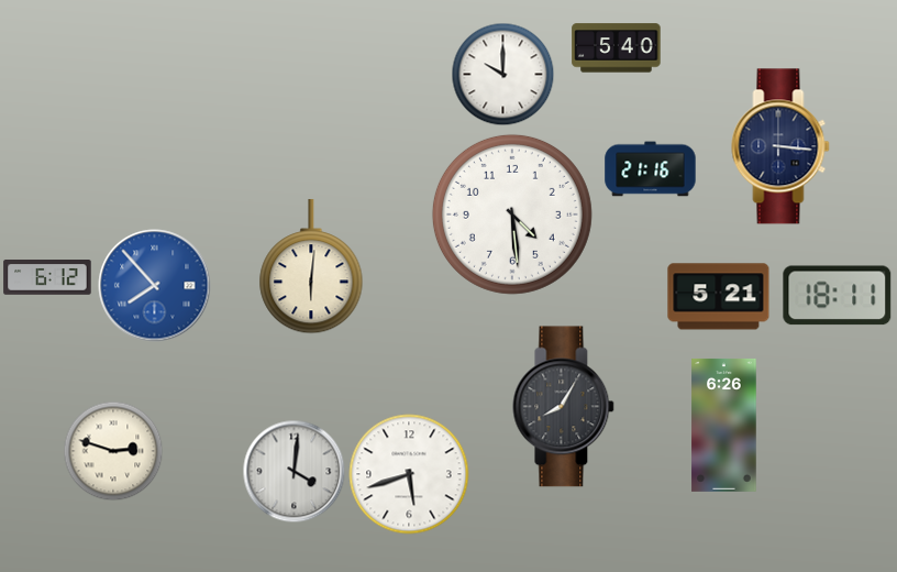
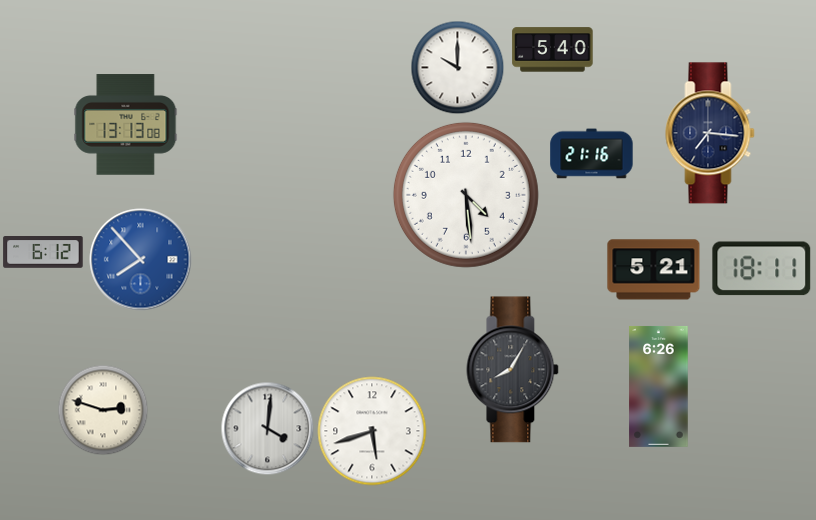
clock at (617, 48) position: (617, 48) -> (553, 50)
clock at (126, 125): none -> 13:13
clock at (780, 146): 3:16 -> 7:16
clock at (311, 266): 6:01 -> none
